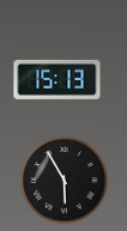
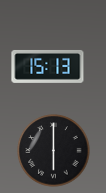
clock at (65, 181): 5:55 -> 6:00
